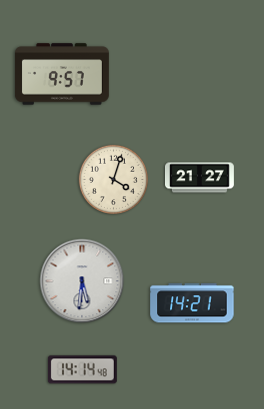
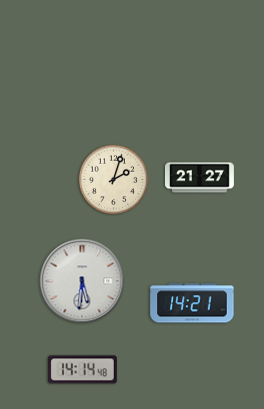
clock at (62, 74): 9:57 -> none
clock at (114, 180): 4:03 -> 2:03
